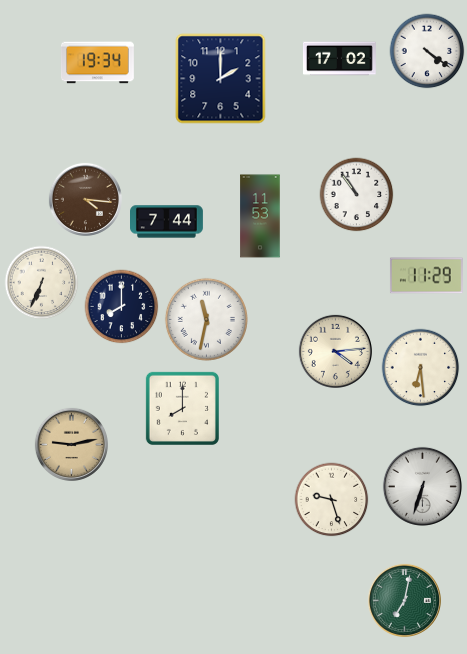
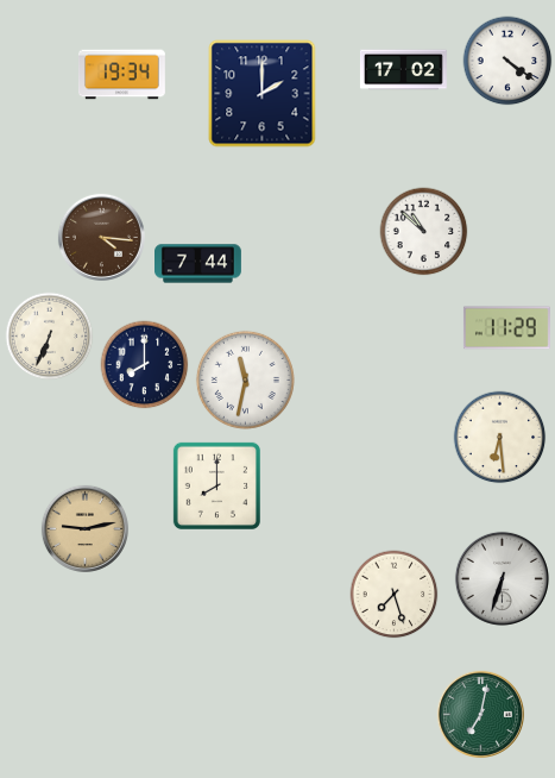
clock at (97, 63) position: (97, 63) -> (121, 75)
clock at (357, 195): 10:54 -> 10:52
clock at (260, 216): 11:53 -> none
clock at (335, 351): 4:14 -> none
clock at (332, 500): 9:27 -> 7:27
